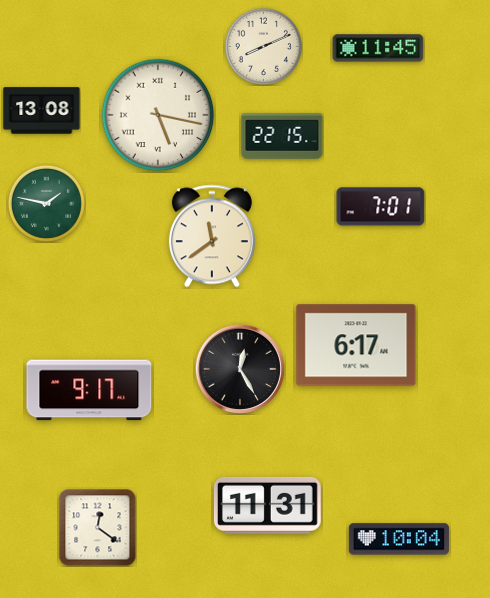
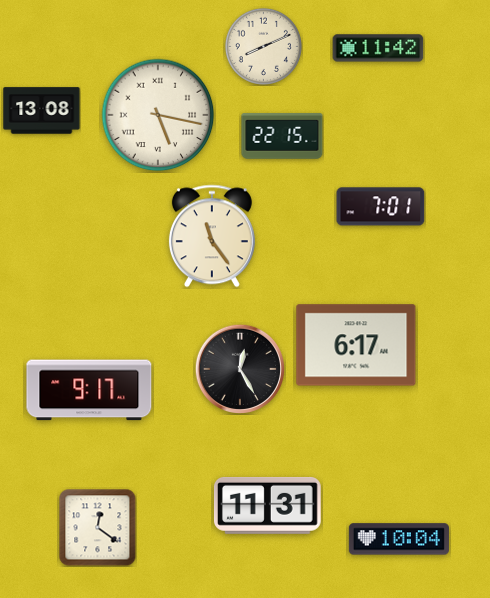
clock at (378, 48): 11:45 -> 11:42
clock at (46, 203): 1:47 -> none
clock at (212, 236): 11:39 -> 11:24
